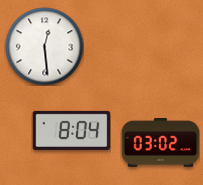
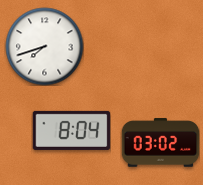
clock at (44, 46): 12:29 -> 7:42
